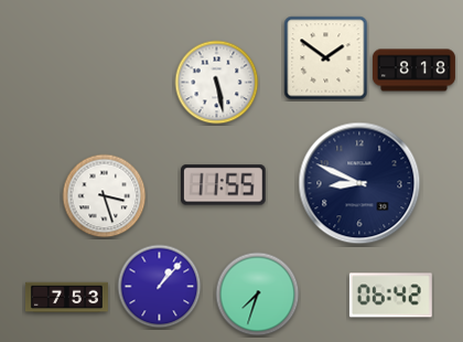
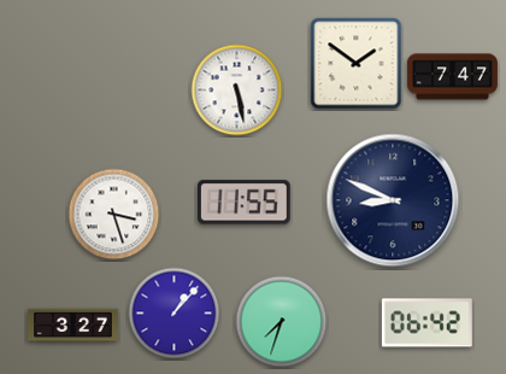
clock at (414, 71): 8:18 -> 7:47
clock at (66, 298): 7:53 -> 3:27
